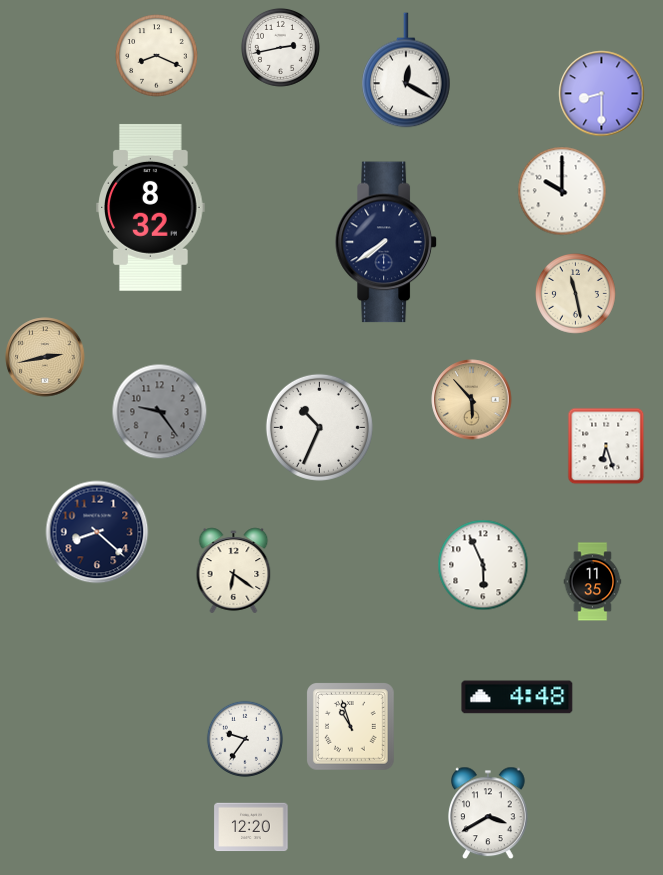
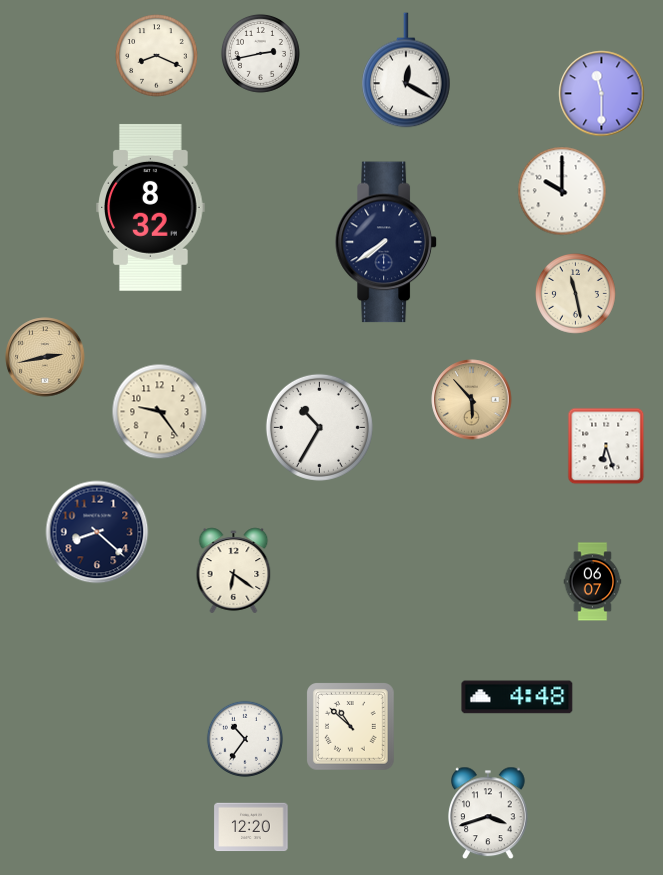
clock at (280, 47) position: (280, 47) -> (260, 53)
clock at (602, 94): 8:30 -> 11:30
clock at (160, 412) dial: grey -> cream
clock at (319, 427): 10:34 -> 10:35
clock at (483, 565): 5:56 -> none
clock at (593, 582): 11:35 -> 06:07
clock at (351, 727): 10:57 -> 10:52
clock at (245, 739): 9:36 -> 10:36
clock at (489, 813): 3:40 -> 3:42
